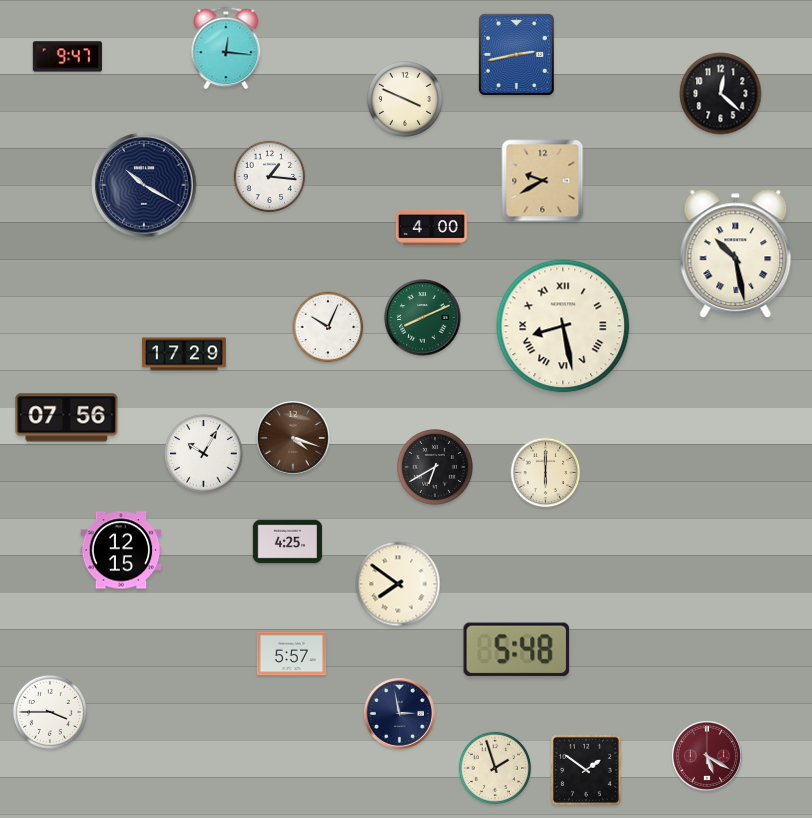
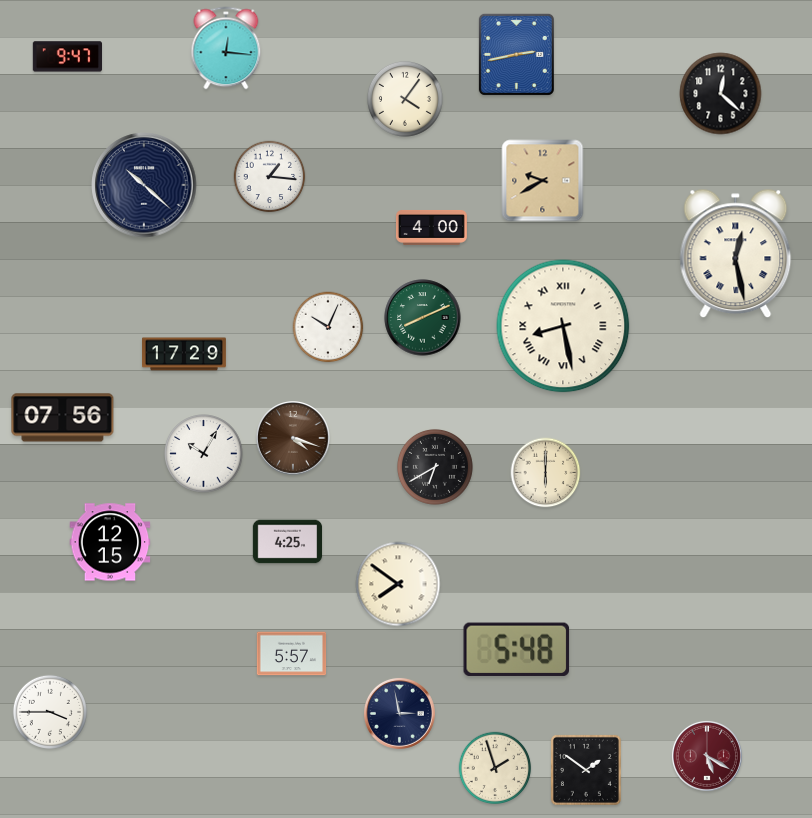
clock at (405, 99): 3:49 -> 4:06
clock at (144, 185): 10:20 -> 10:22
clock at (736, 254): 10:28 -> 12:28
clock at (67, 418) position: (67, 418) -> (63, 418)
clock at (121, 550) position: (121, 550) -> (110, 542)
